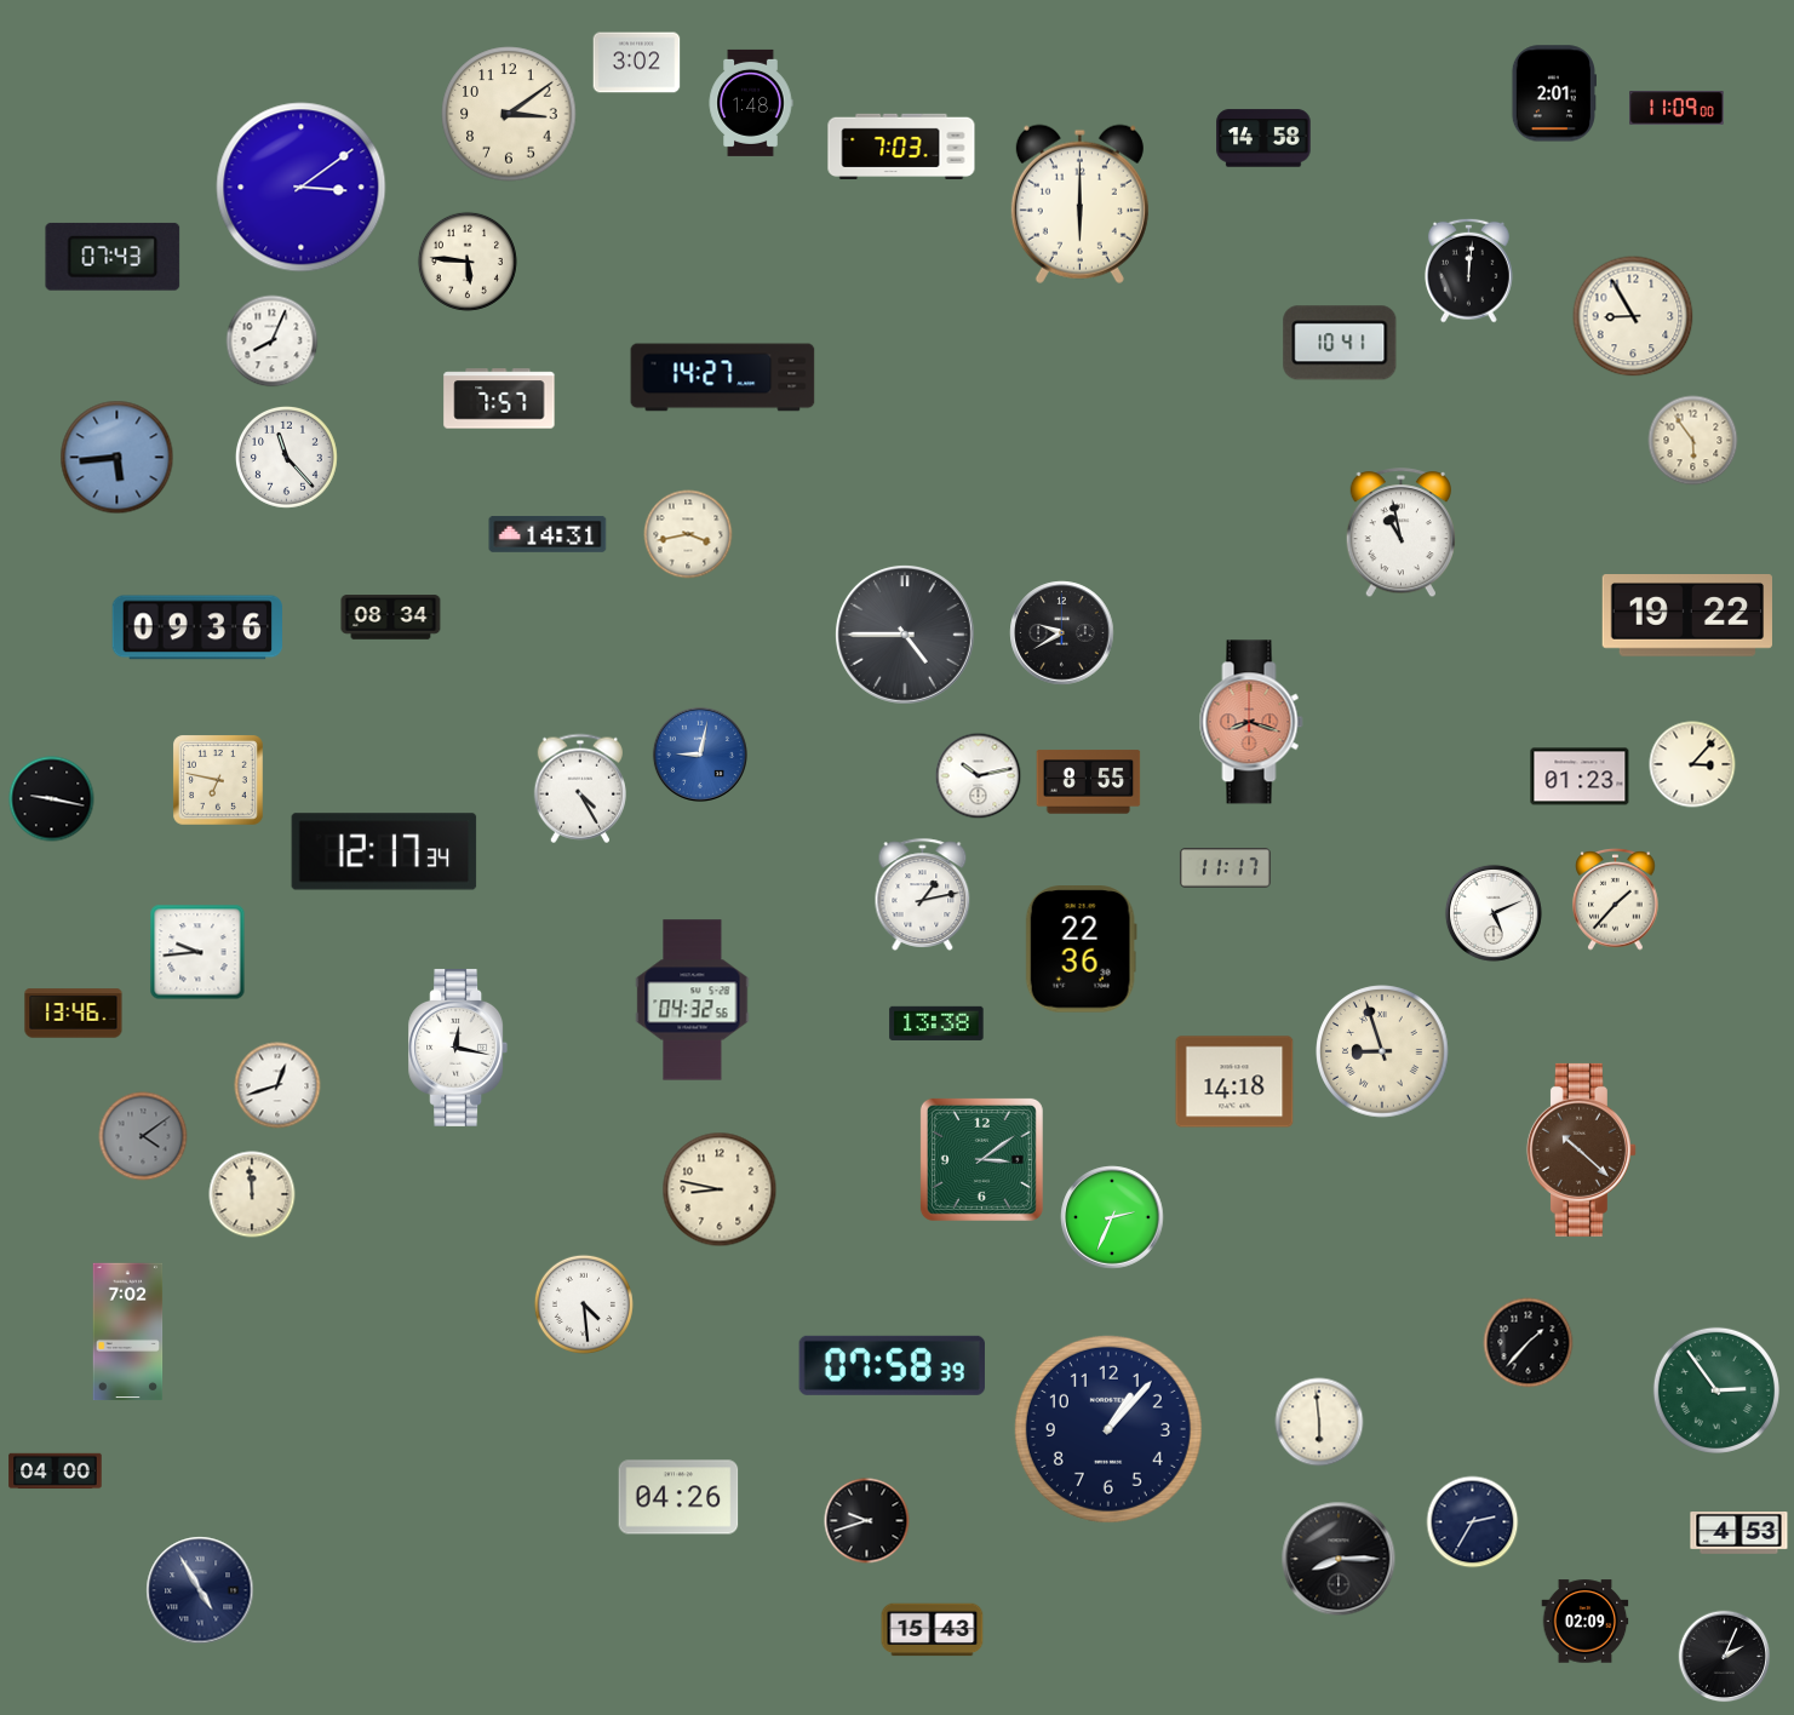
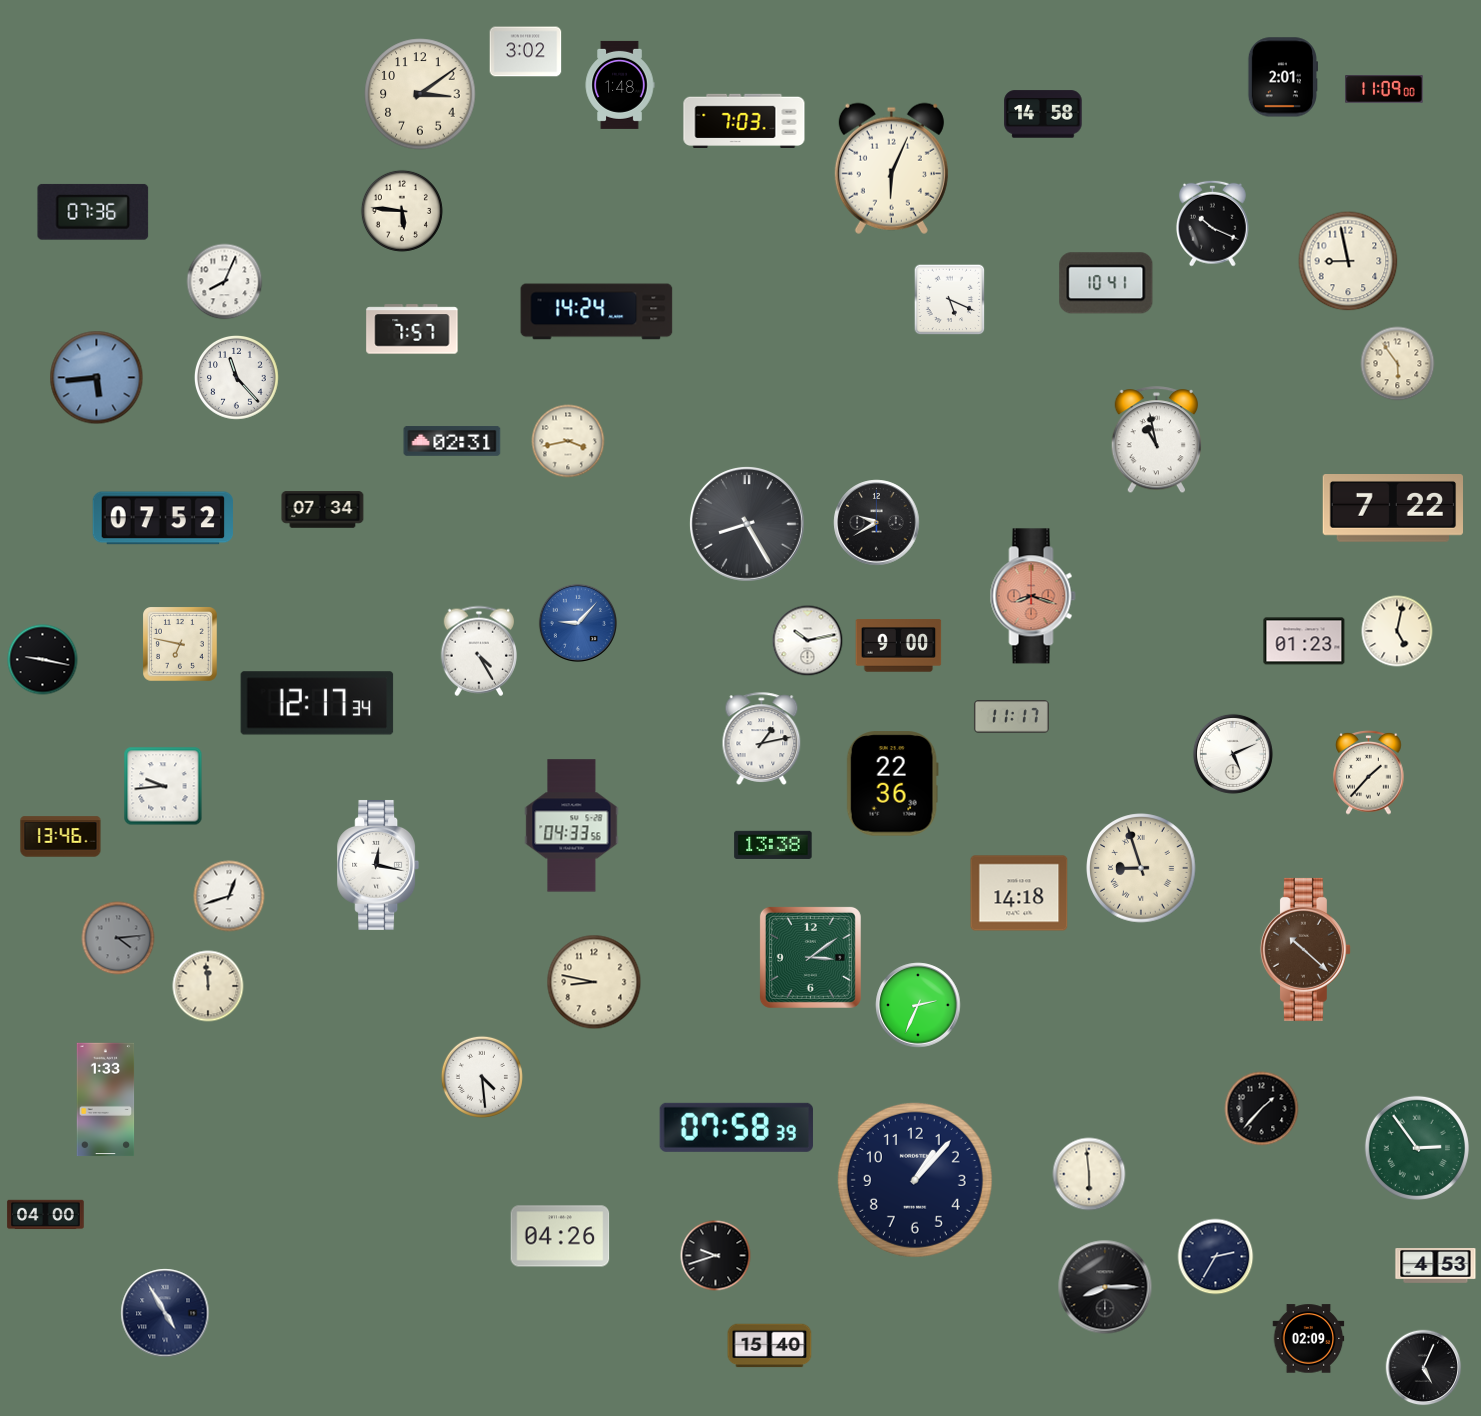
clock at (302, 188): 3:09 -> none
clock at (1079, 203): 6:00 -> 6:04
clock at (113, 257): 07:43 -> 07:36
clock at (468, 262) position: (468, 262) -> (402, 211)
clock at (1468, 270): 12:01 -> 10:19
clock at (1633, 316): 8:55 -> 8:58
clock at (950, 300): none -> 5:19
clock at (723, 378): 14:27 -> 14:24
clock at (548, 535): 14:31 -> 02:31
clock at (1686, 616): 19:22 -> 7:22
clock at (391, 618): 08:34 -> 07:34
clock at (196, 627): 09:36 -> 07:52
clock at (905, 635): 4:45 -> 8:25
clock at (700, 755): 9:02 -> 9:07
clock at (1692, 764): 3:07 -> 5:02
clock at (1089, 782): 8:55 -> 9:00
clock at (1616, 900) position: (1616, 900) -> (1369, 773)
clock at (693, 1000): 04:32 -> 04:33
clock at (143, 1136): 4:09 -> 4:14
clock at (128, 1332): 7:02 -> 1:33
clock at (933, 1630): 15:43 -> 15:40
clock at (1725, 1657): 2:04 -> 5:04
